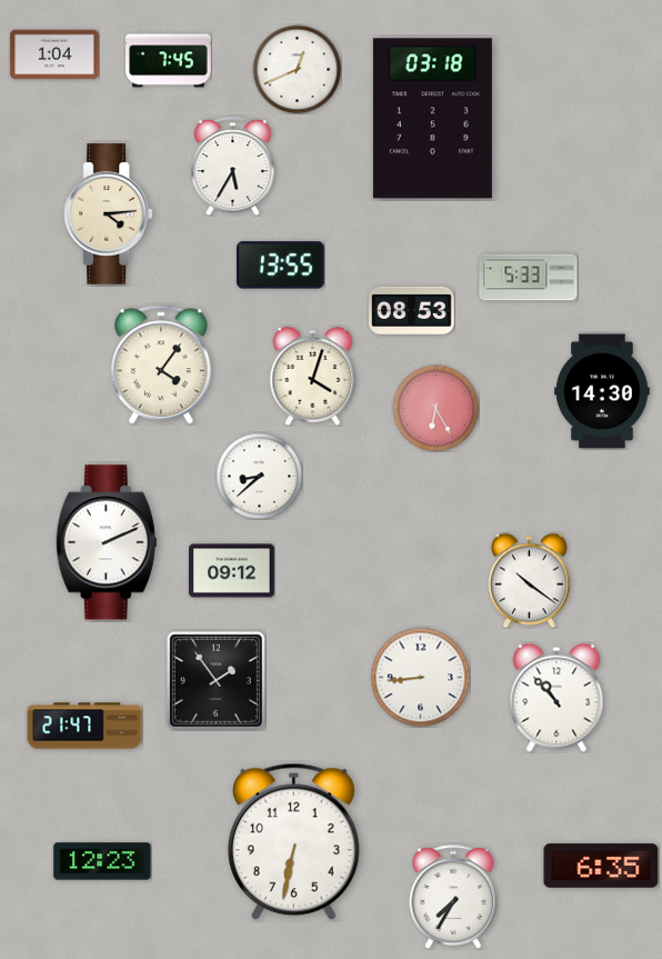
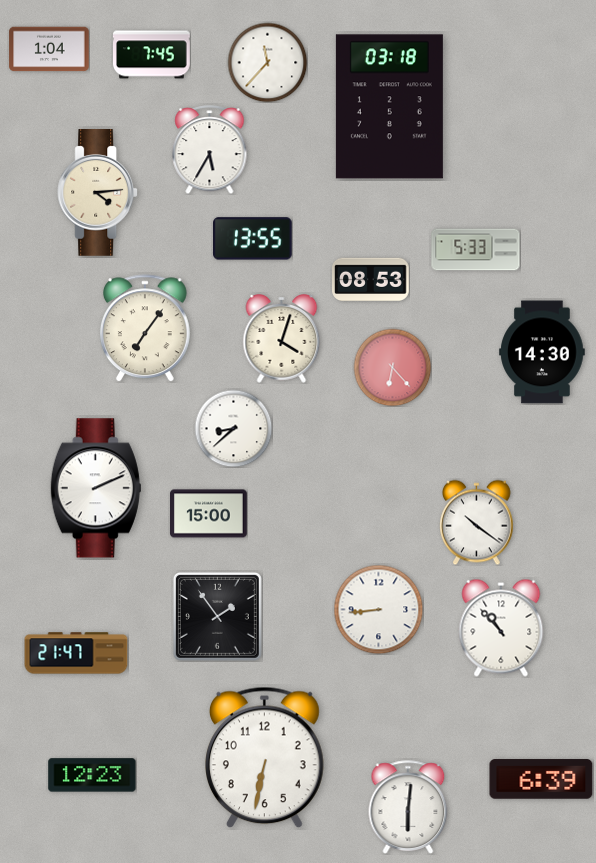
clock at (297, 69): 12:41 -> 11:37
clock at (161, 364): 4:06 -> 7:06
clock at (435, 408): 6:25 -> 6:23
clock at (232, 571): 09:12 -> 15:00
clock at (215, 680) position: (215, 680) -> (217, 616)
clock at (601, 866): 6:35 -> 6:39
clock at (453, 897): 7:35 -> 6:01
